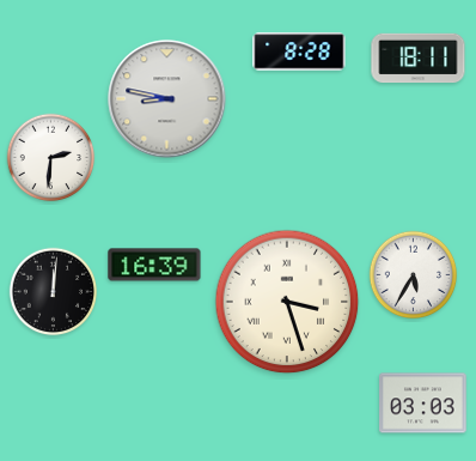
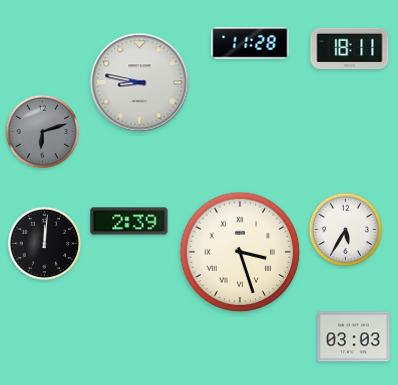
clock at (299, 51): 8:28 -> 11:28
clock at (51, 158): 2:31 -> 6:12
clock at (51, 158) dial: white -> grey
clock at (154, 265): 16:39 -> 2:39
